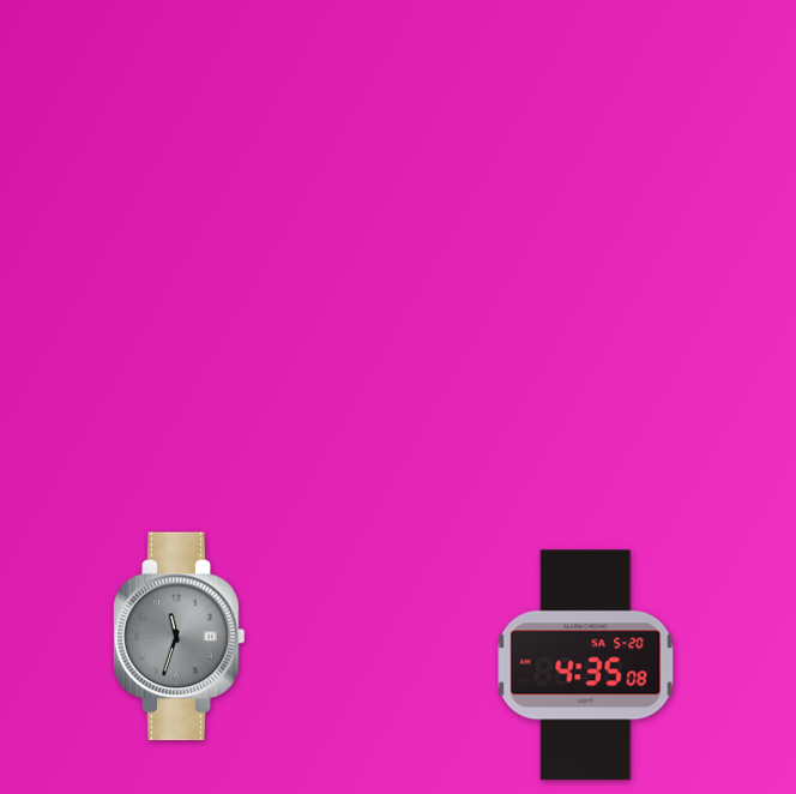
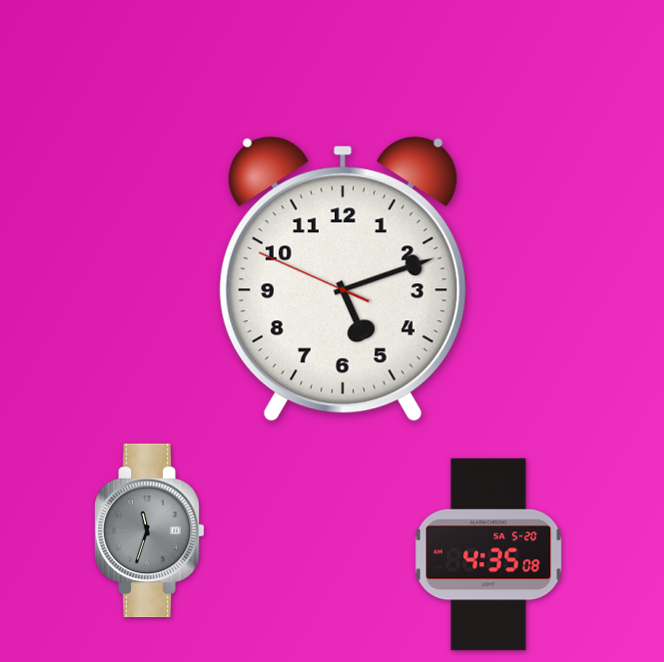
clock at (343, 279): none -> 5:11
